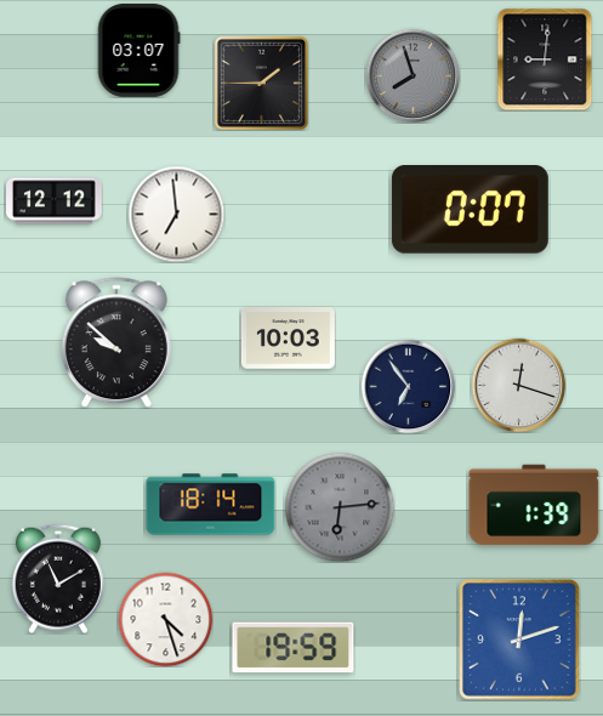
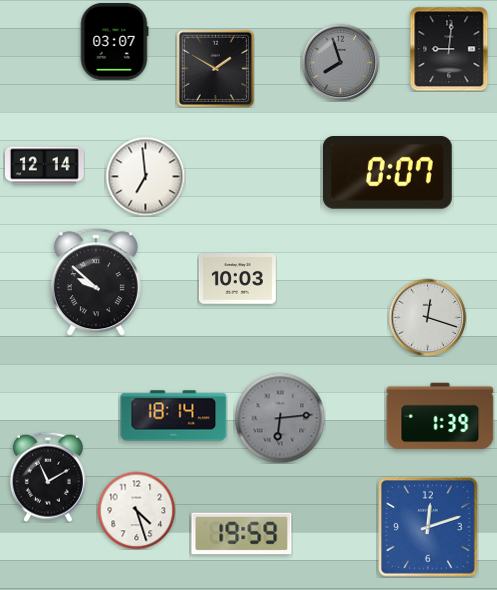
clock at (261, 83): 1:45 -> 1:50
clock at (55, 201): 12:12 -> 12:14
clock at (408, 386): 6:54 -> none
